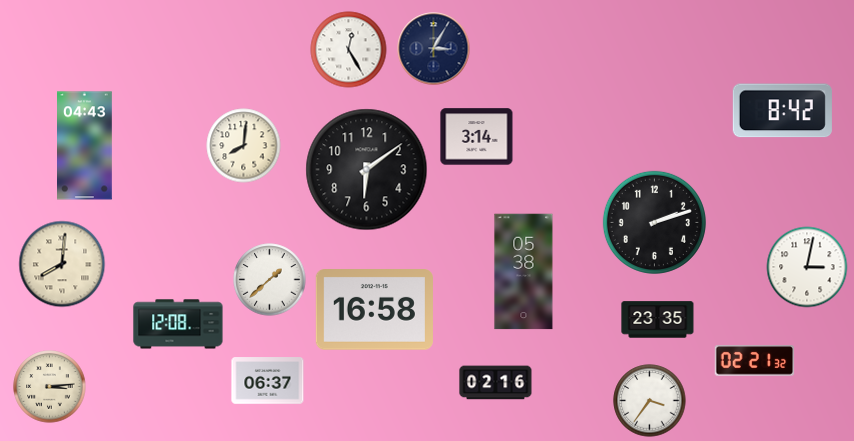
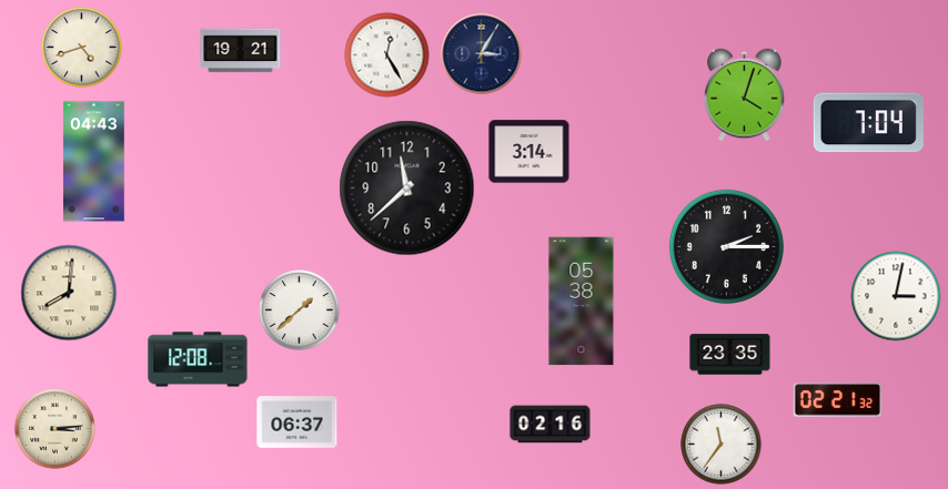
clock at (82, 48): none -> 4:42
clock at (241, 51): none -> 19:21
clock at (745, 95): none -> 4:03
clock at (782, 111): 8:42 -> 7:04
clock at (244, 146): 8:01 -> none
clock at (367, 170): 6:09 -> 11:38
clock at (654, 222): 2:12 -> 2:15
clock at (374, 310): 16:58 -> none
clock at (650, 401): 3:36 -> 11:36
